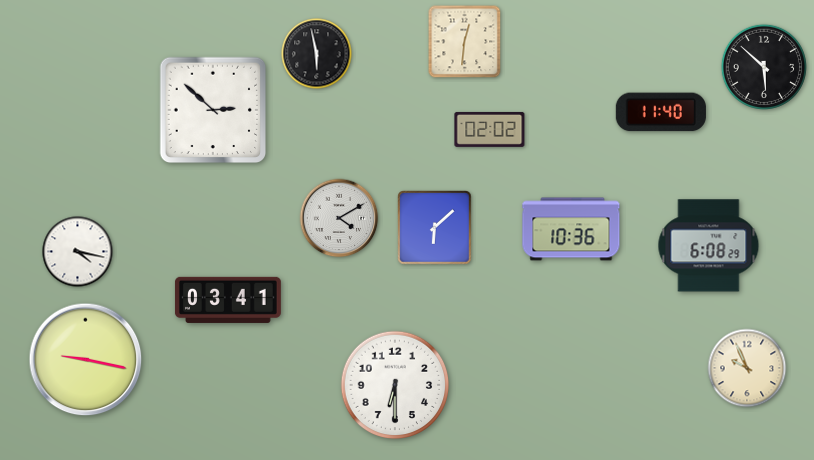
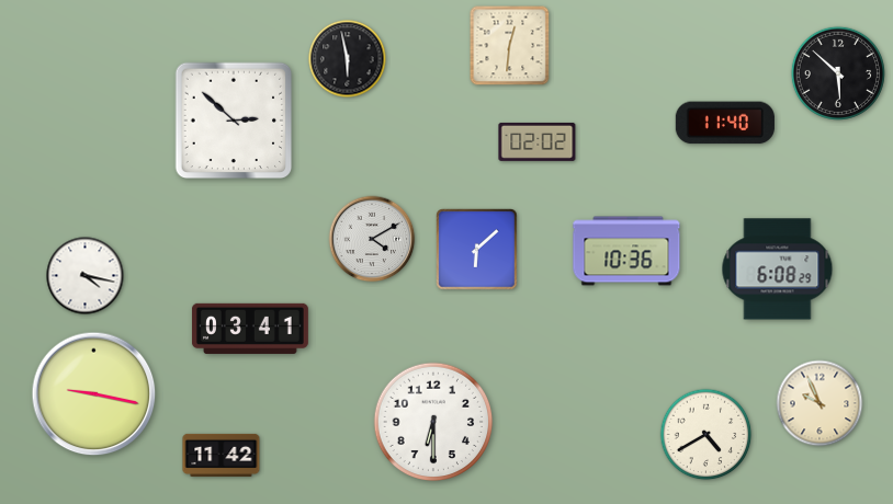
clock at (707, 435): none -> 4:40
clock at (222, 455): none -> 11:42
